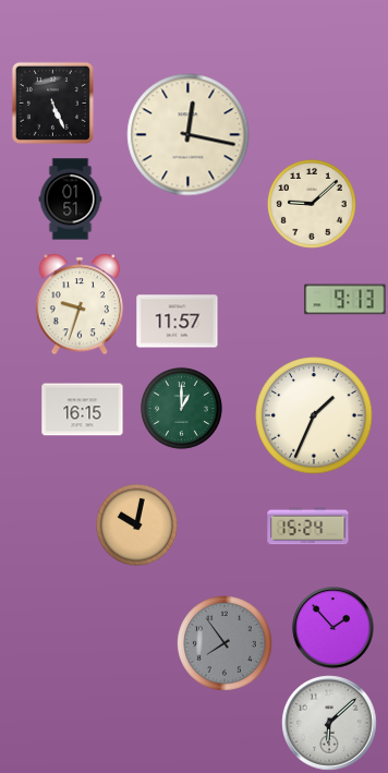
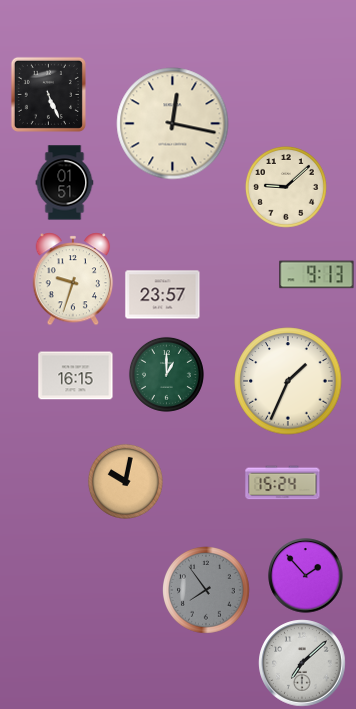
clock at (178, 322): 11:57 -> 23:57
clock at (329, 723): 6:08 -> 7:08
